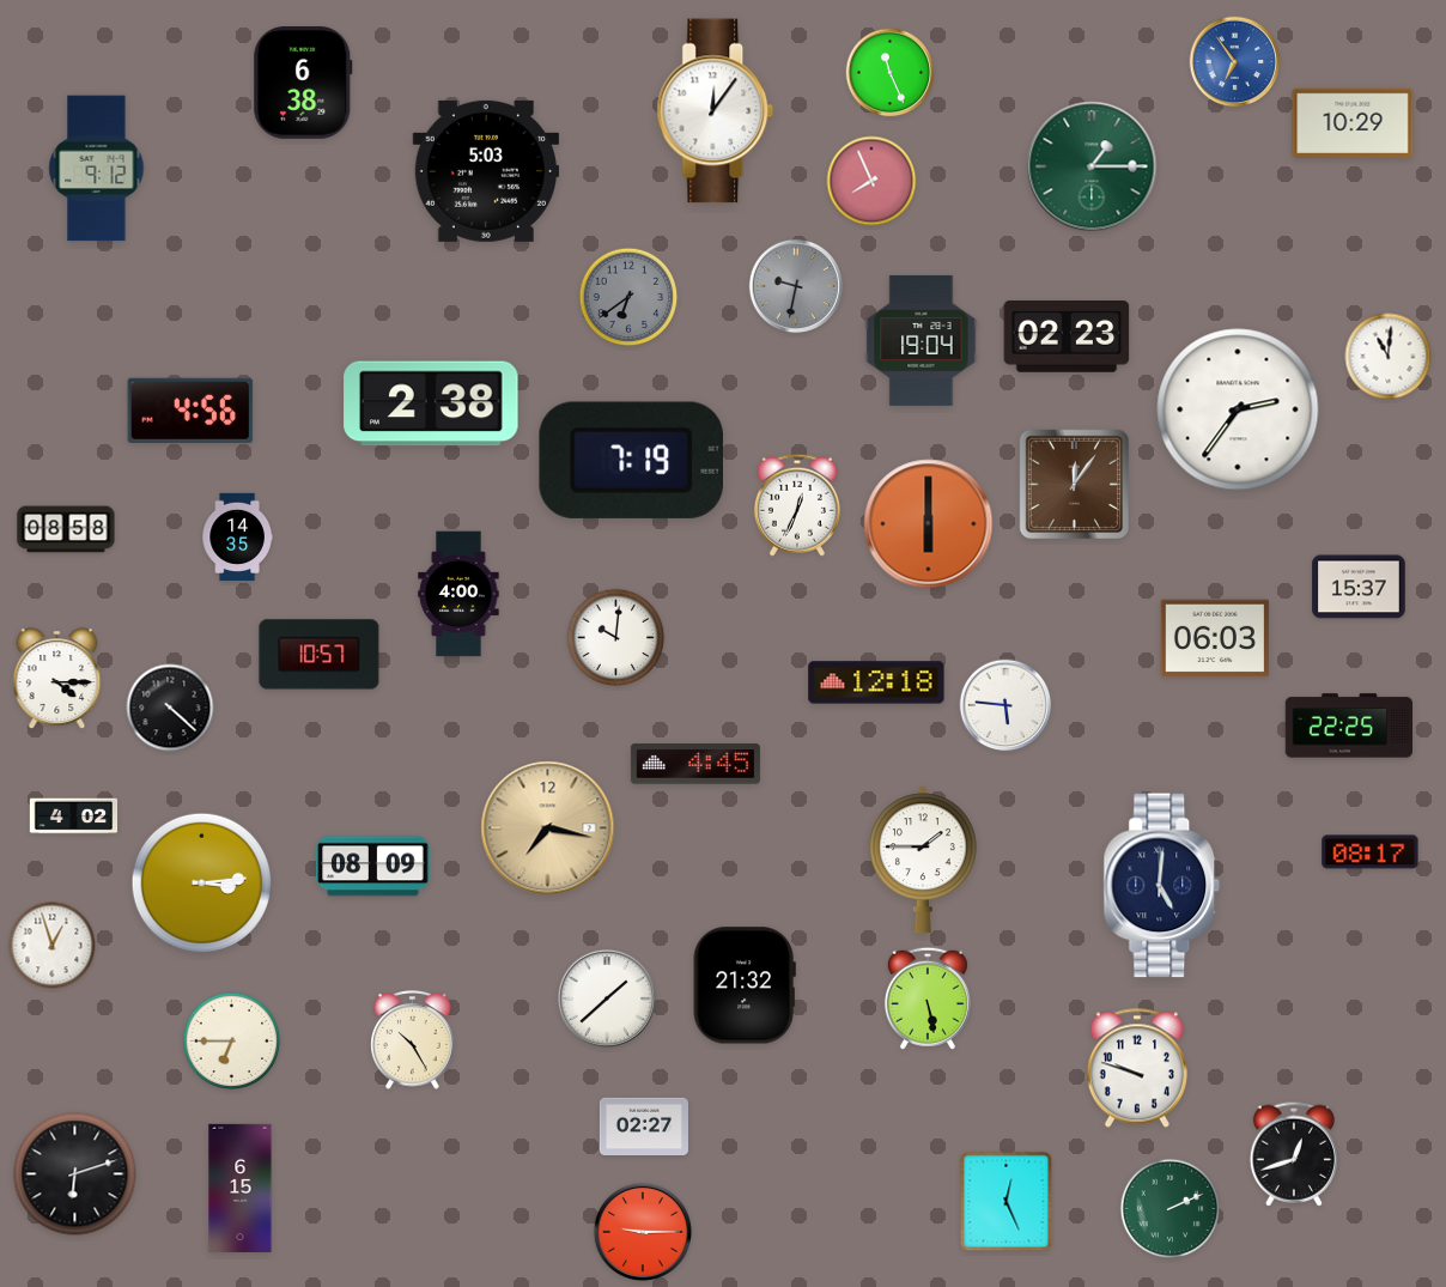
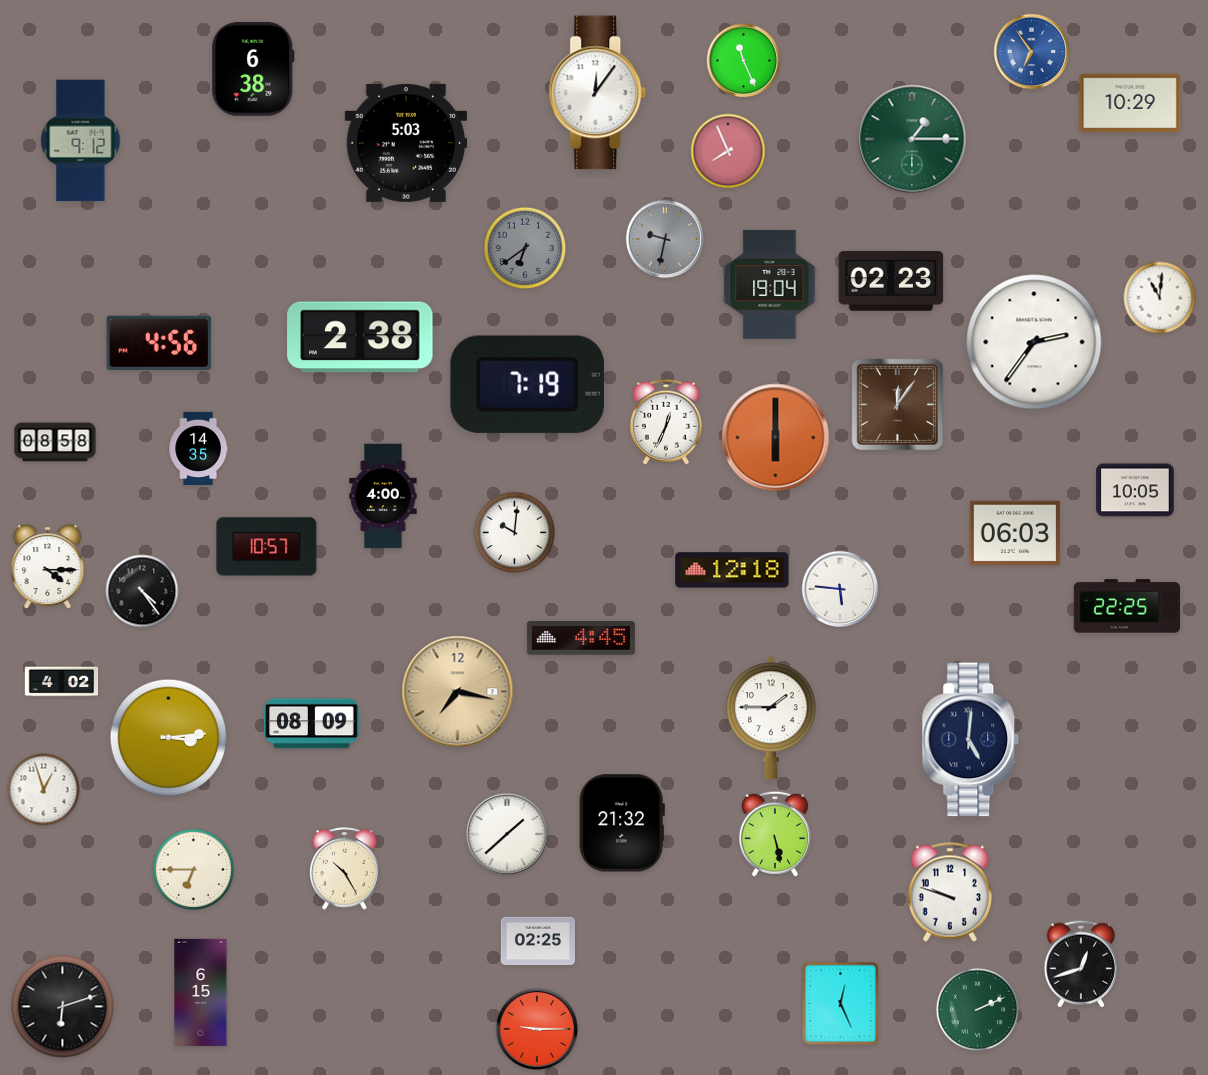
clock at (1359, 587): 15:37 -> 10:05
clock at (170, 708): 4:22 -> 4:24
clock at (1371, 852): 08:17 -> none
clock at (644, 1125): 02:27 -> 02:25
clock at (75, 1174) position: (75, 1174) -> (63, 1007)
